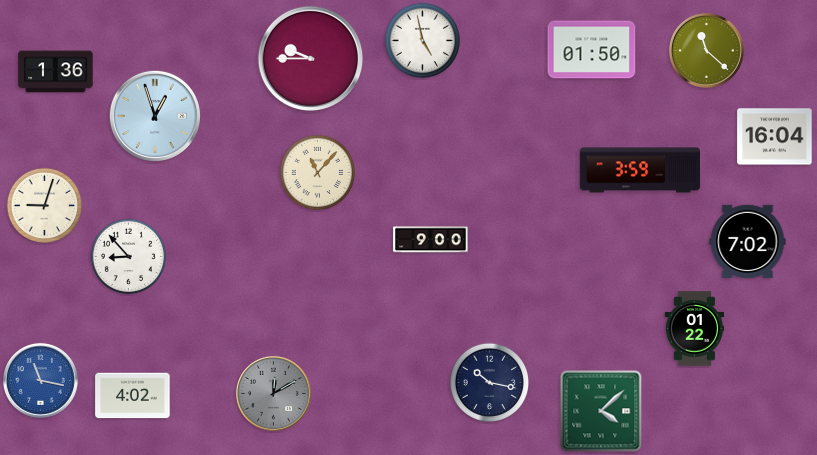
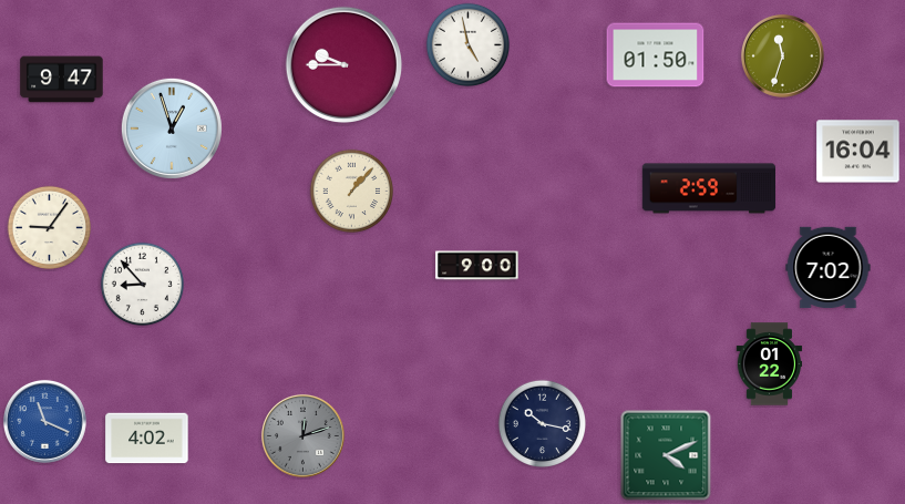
clock at (706, 50): 11:22 -> 11:33
clock at (56, 72): 1:36 -> 9:47
clock at (640, 170): 3:59 -> 2:59
clock at (318, 173): 11:07 -> 1:07
clock at (45, 206): 9:03 -> 9:06
clock at (40, 380): 11:17 -> 11:19
clock at (273, 393): 12:10 -> 12:12
clock at (601, 411): 4:08 -> 4:11
